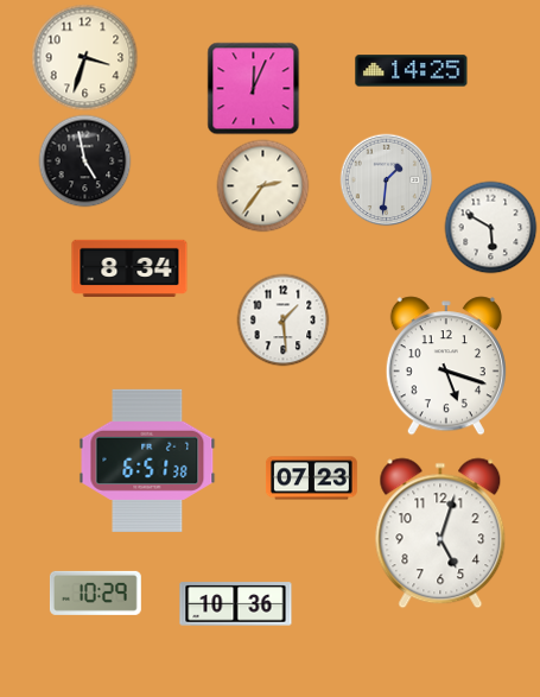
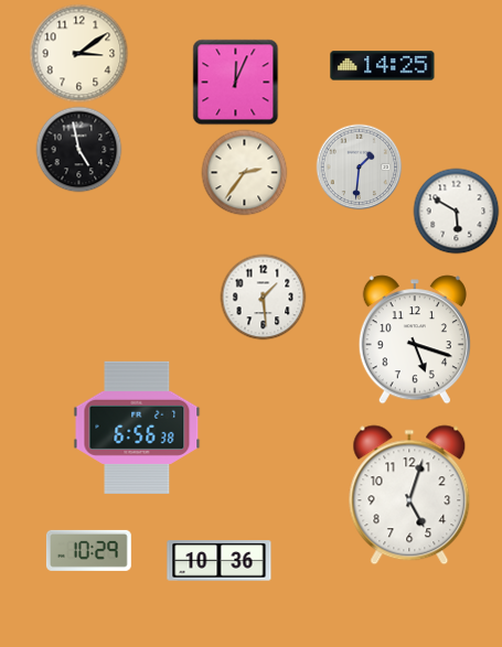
clock at (84, 57): 3:33 -> 3:09
clock at (129, 267): 8:34 -> none
clock at (147, 461): 6:51 -> 6:56
clock at (311, 479): 07:23 -> none
